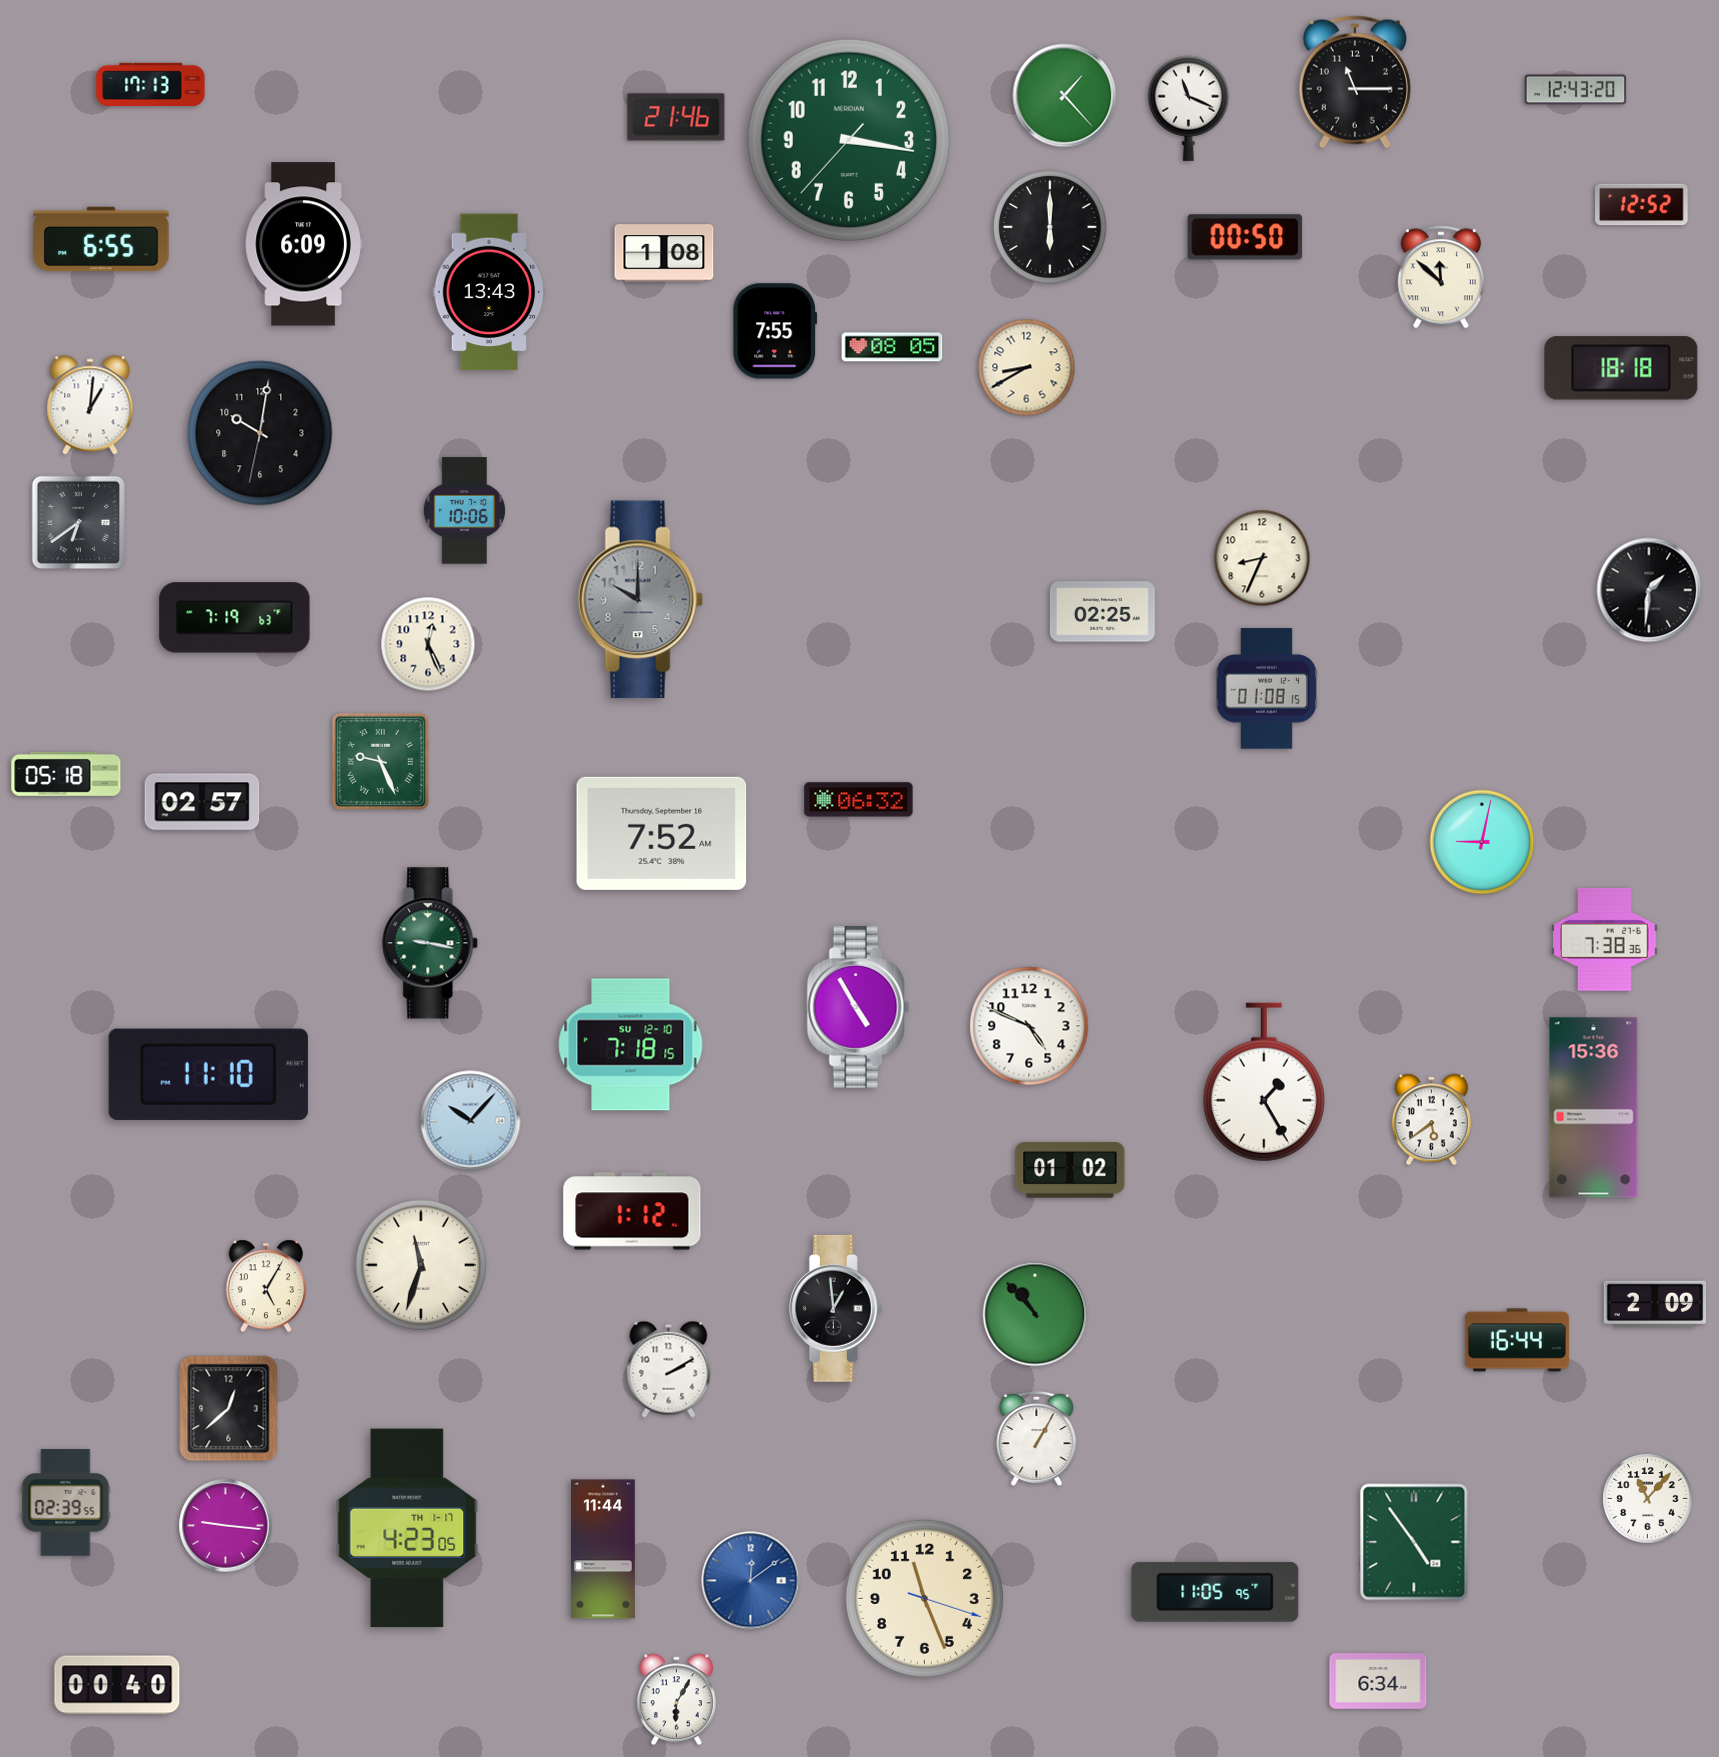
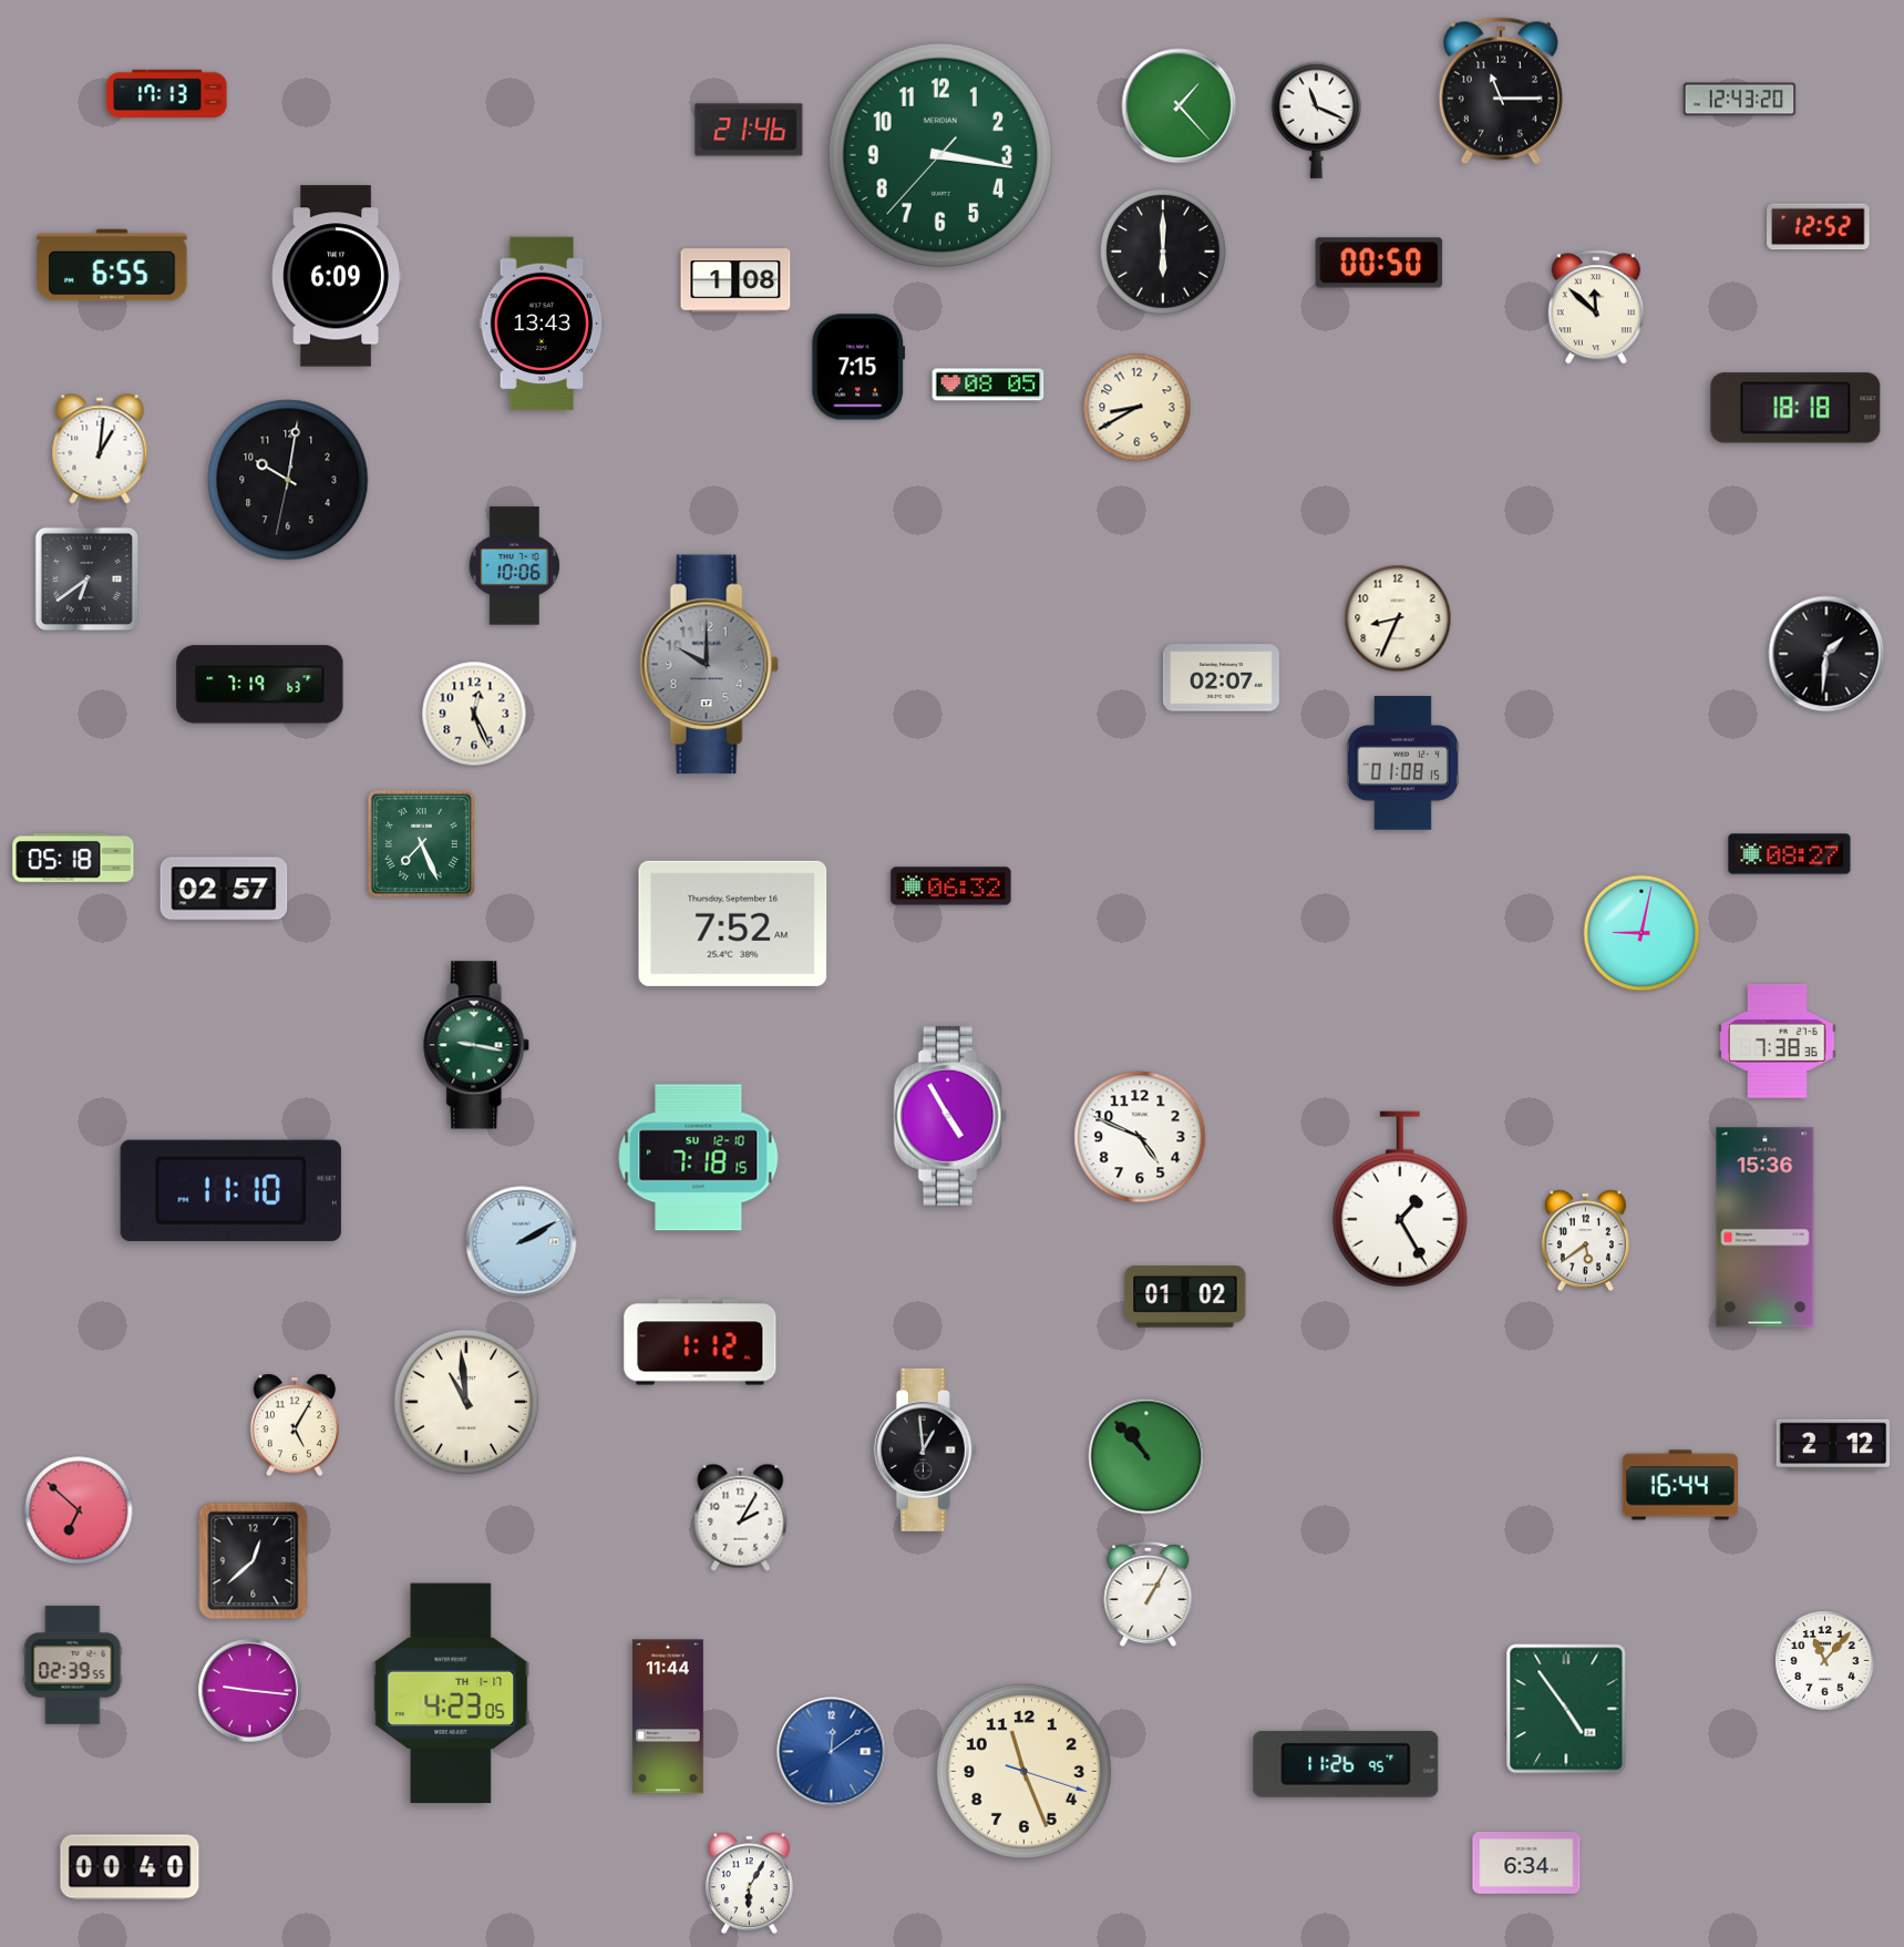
clock at (1576, 90) position: (1576, 90) -> (1740, 100)
clock at (304, 244) position: (304, 244) -> (337, 276)
clock at (775, 331): 7:55 -> 7:15
clock at (1102, 612): 02:25 -> 02:07
clock at (380, 761): 9:26 -> 7:26
clock at (1790, 854): none -> 08:27
clock at (471, 1121): 10:07 -> 2:10
clock at (421, 1265): 11:33 -> 10:59
clock at (1655, 1304): 2:09 -> 2:12
clock at (79, 1510): none -> 6:52
clock at (669, 1369): 2:10 -> 2:05
clock at (1215, 1592): 11:05 -> 11:26
